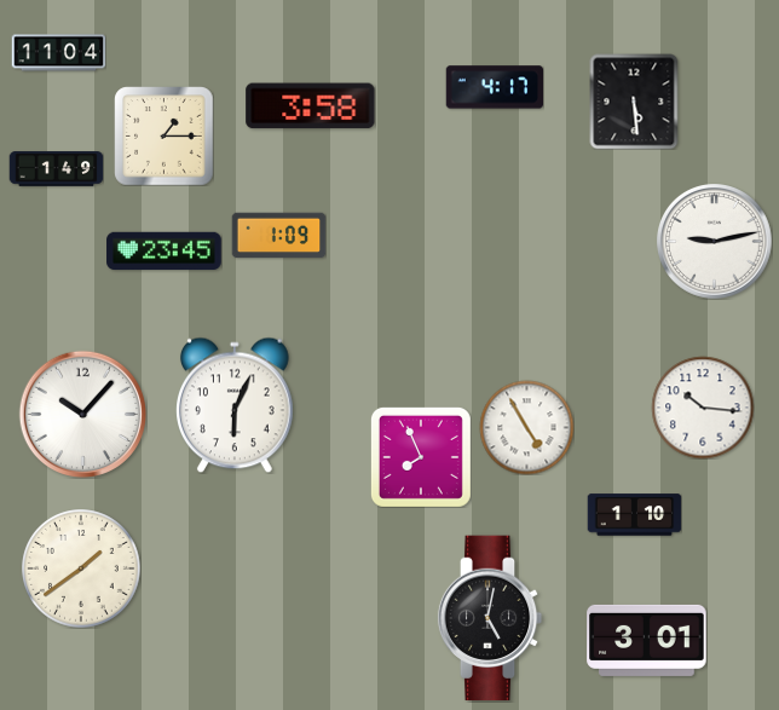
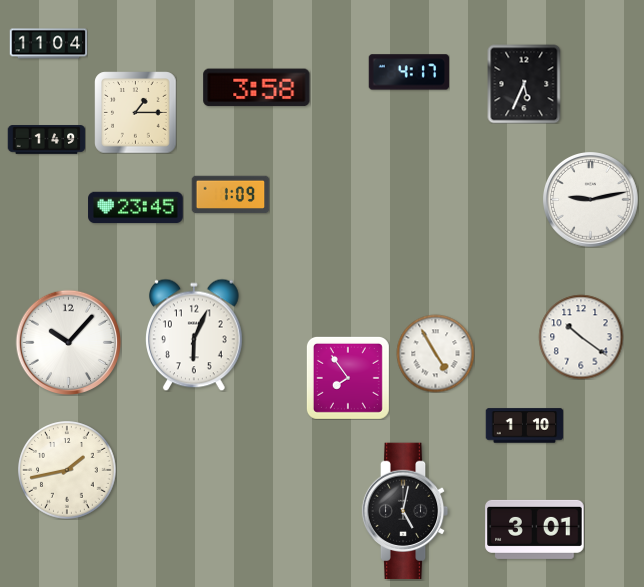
clock at (634, 102): 5:29 -> 5:34
clock at (703, 408): 10:16 -> 10:21
clock at (421, 457): 7:56 -> 7:54
clock at (81, 568): 1:39 -> 1:43
